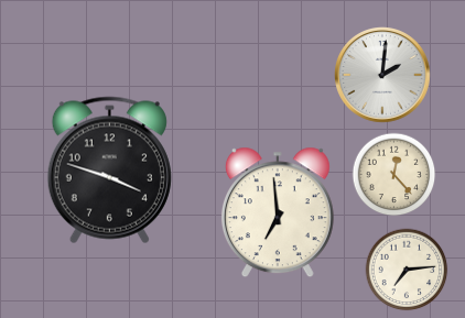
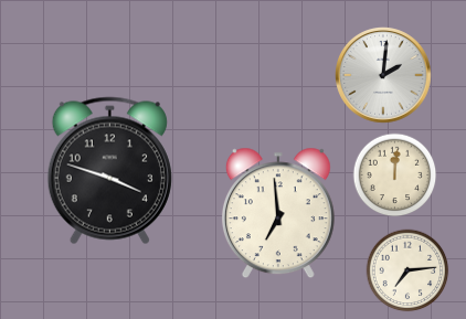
clock at (394, 175): 12:23 -> 12:01
